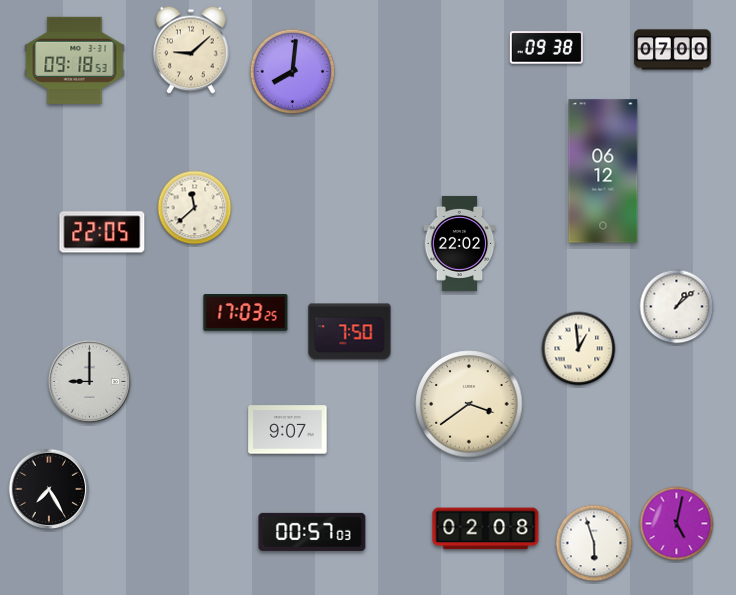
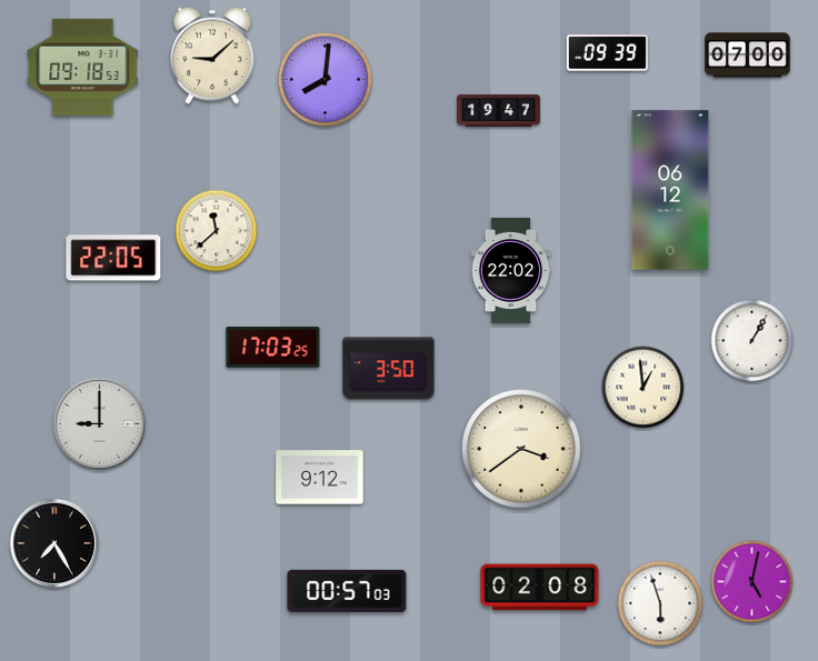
clock at (546, 48): 09:38 -> 09:39
clock at (499, 110): none -> 19:47
clock at (677, 307): 1:08 -> 1:05
clock at (350, 332): 7:50 -> 3:50
clock at (288, 430): 9:07 -> 9:12
